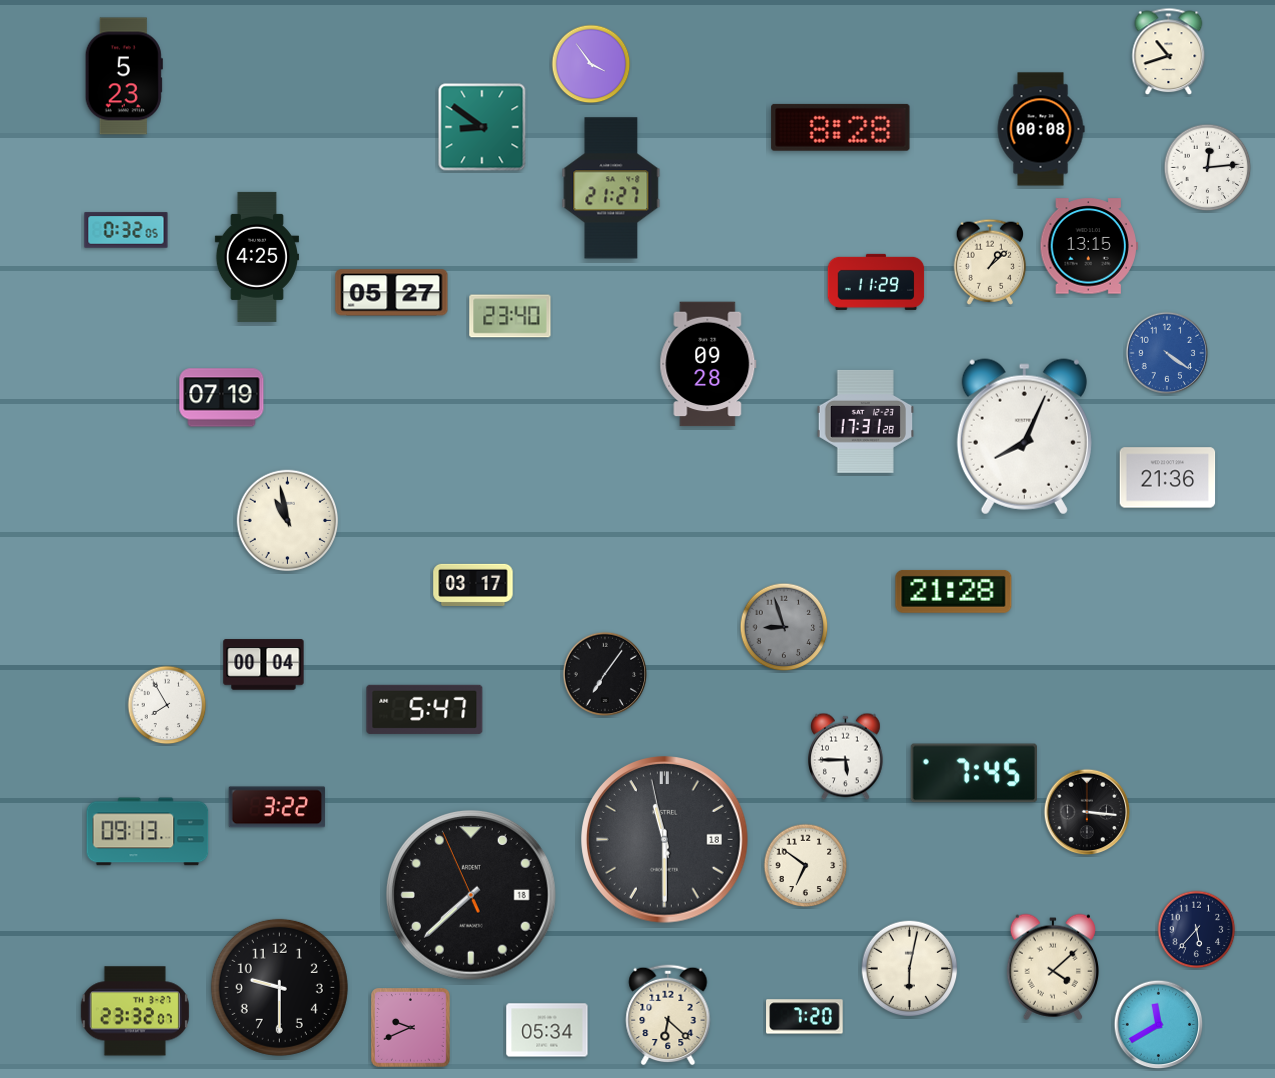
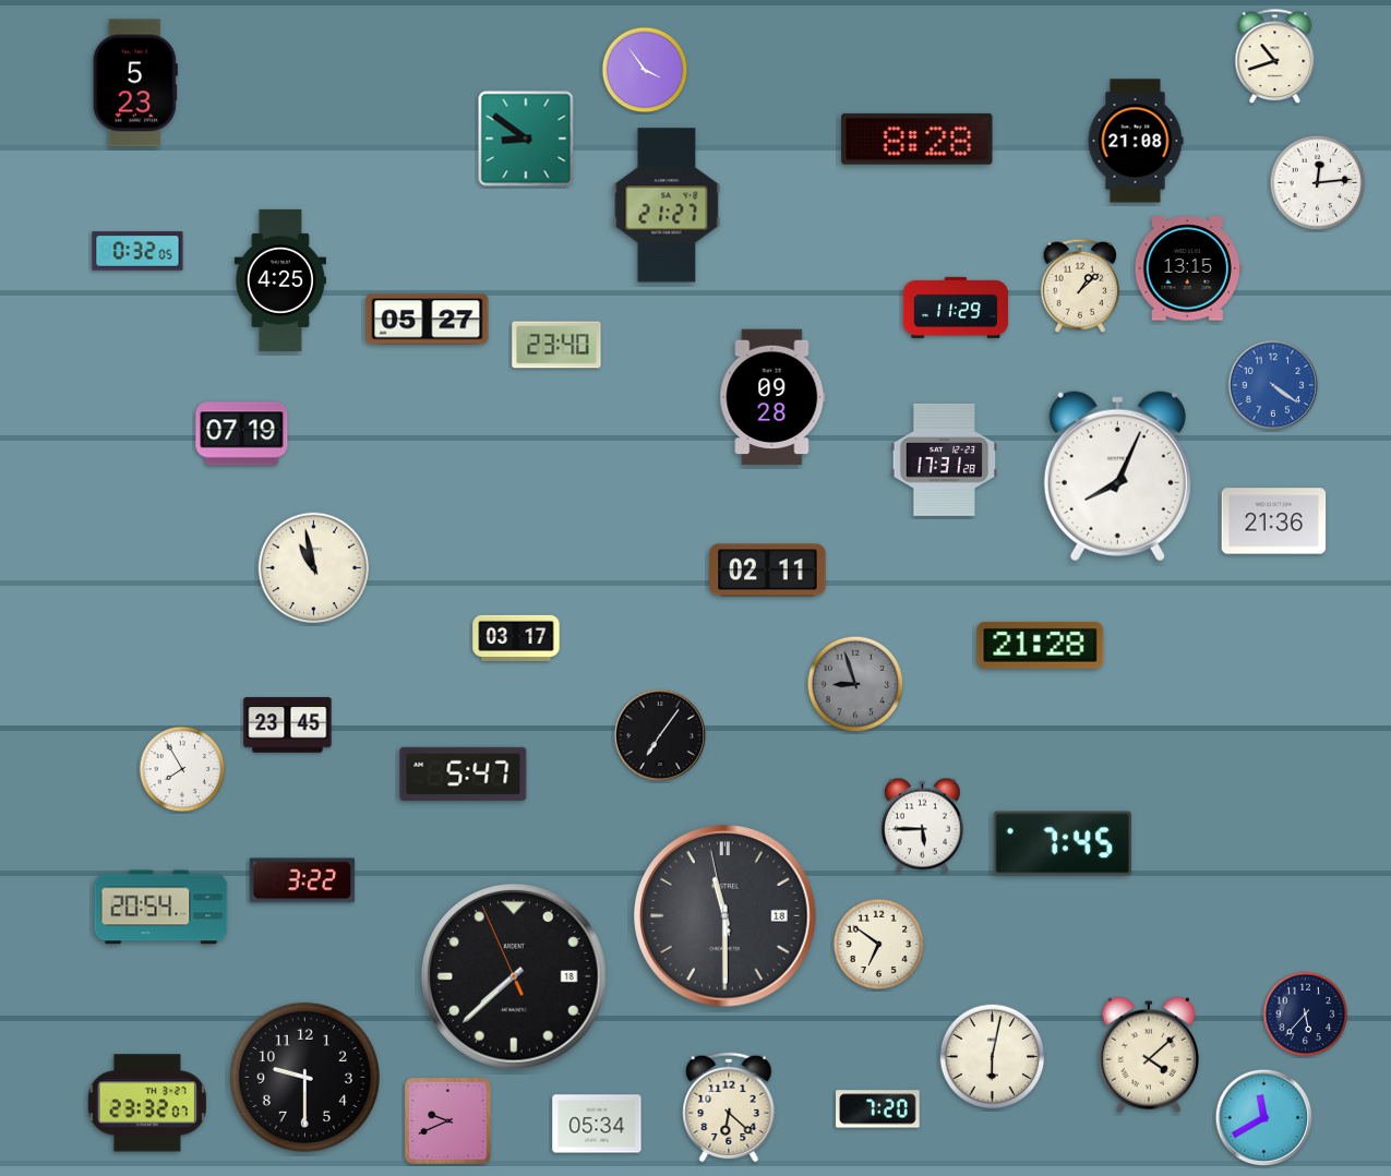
clock at (1041, 129): 00:08 -> 21:08
clock at (768, 571): none -> 02:11
clock at (264, 665): 00:04 -> 23:45
clock at (1087, 812): 3:16 -> none
clock at (148, 832): 09:13 -> 20:54
